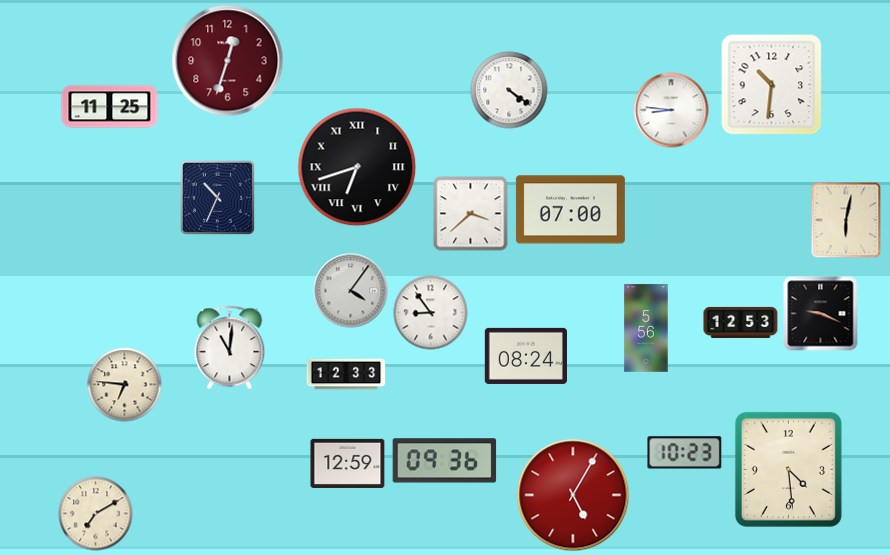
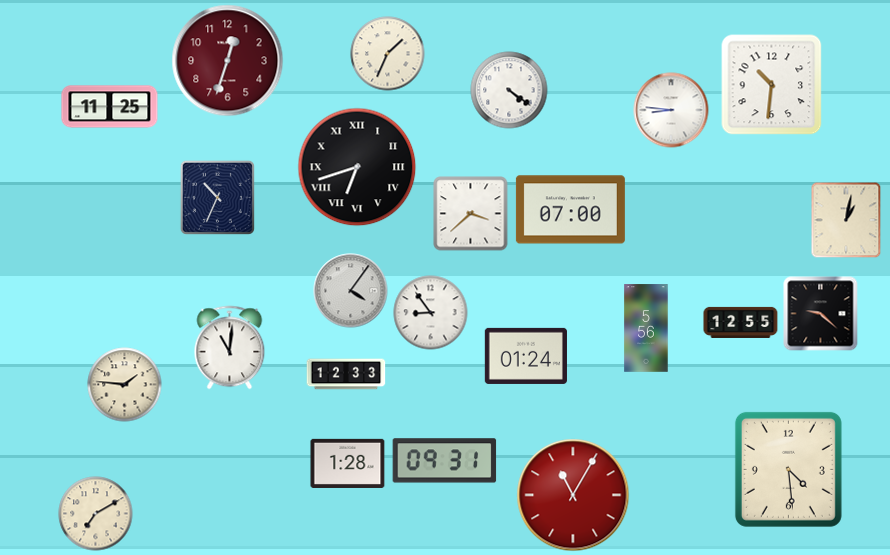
clock at (388, 54): none -> 1:34
clock at (846, 220): 6:02 -> 1:02
clock at (821, 314): 9:19 -> 9:22
clock at (741, 322): 12:53 -> 12:55
clock at (526, 356): 08:24 -> 01:24
clock at (125, 385): 6:46 -> 1:46
clock at (685, 453): 10:23 -> none
clock at (445, 461): 09:36 -> 09:31
clock at (348, 463): 12:59 -> 1:28
clock at (573, 495): 5:05 -> 11:05
